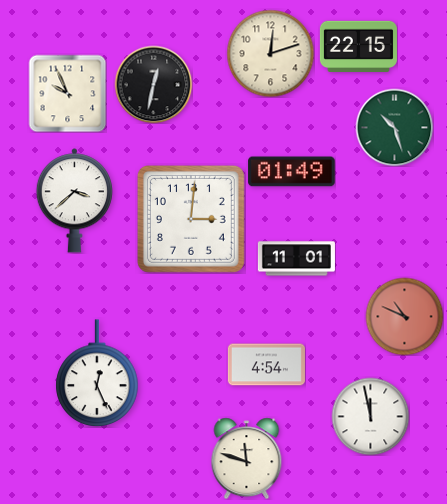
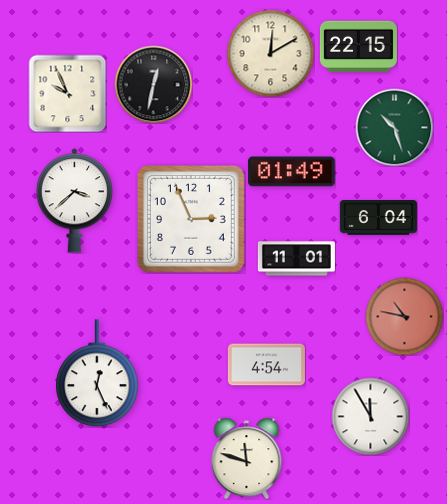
clock at (270, 53): 12:12 -> 12:10
clock at (378, 218): none -> 6:04
clock at (191, 219): 3:01 -> 2:56
clock at (404, 316): 10:49 -> 10:47
clock at (370, 416): 11:58 -> 11:55
